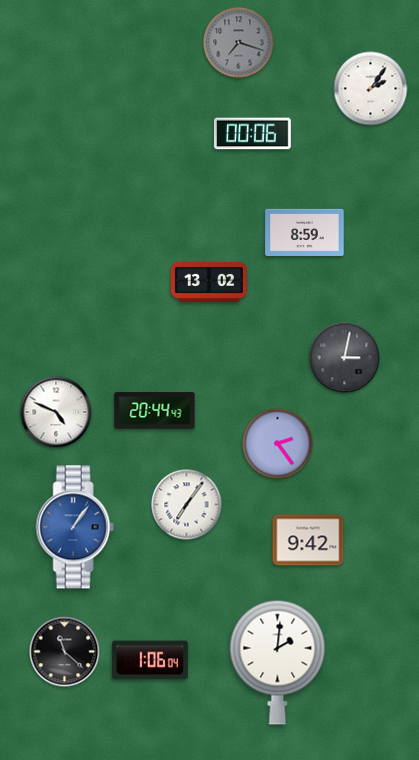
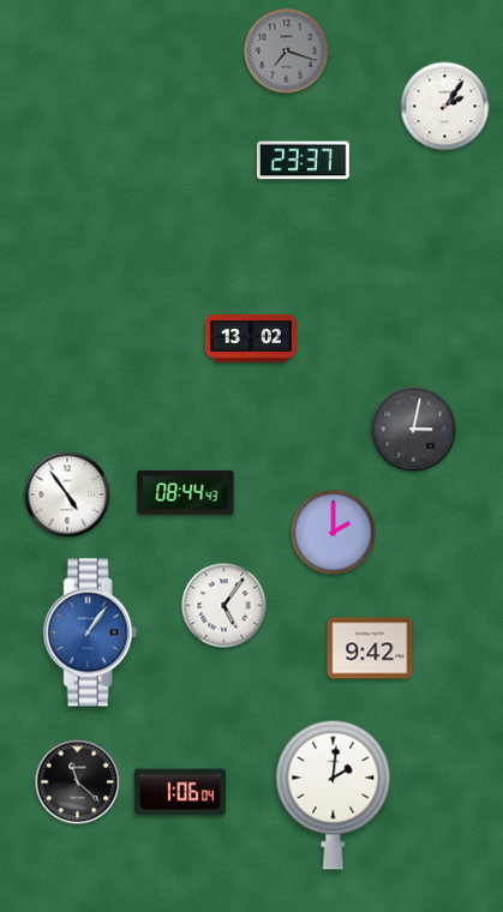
clock at (253, 134): 00:06 -> 23:37
clock at (305, 232): 8:59 -> none
clock at (155, 411): 20:44 -> 08:44
clock at (56, 412): 4:49 -> 4:54
clock at (278, 444): 2:24 -> 2:00
clock at (187, 505): 7:06 -> 5:06
